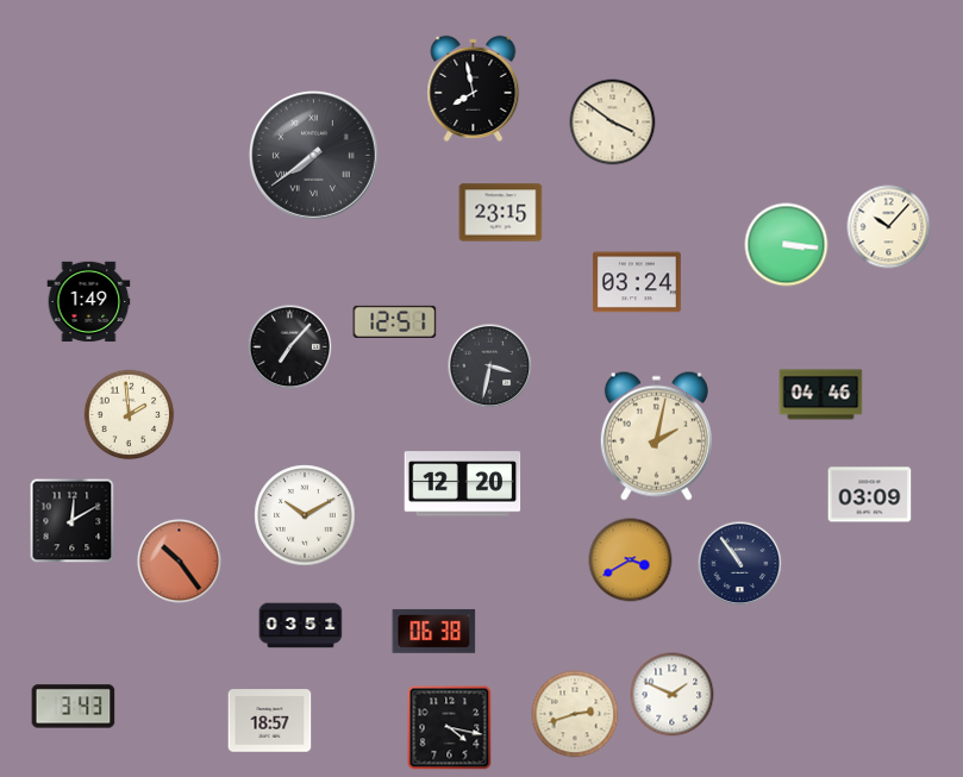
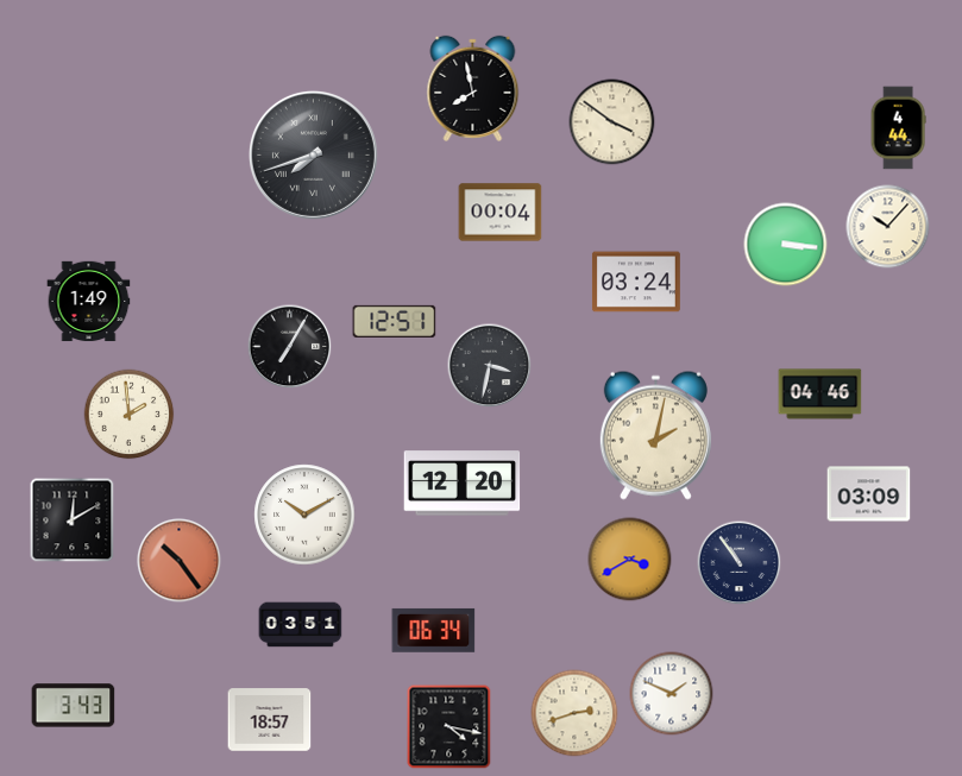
clock at (898, 128): none -> 4:44
clock at (313, 155): 7:39 -> 7:42
clock at (501, 213): 23:15 -> 00:04
clock at (290, 347): 7:07 -> 7:05
clock at (434, 631): 06:38 -> 06:34
